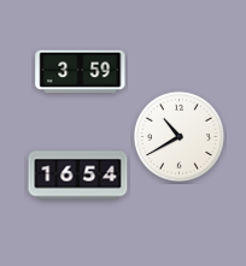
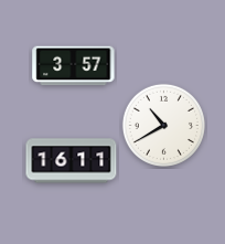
clock at (81, 72): 3:59 -> 3:57
clock at (78, 176): 16:54 -> 16:11
